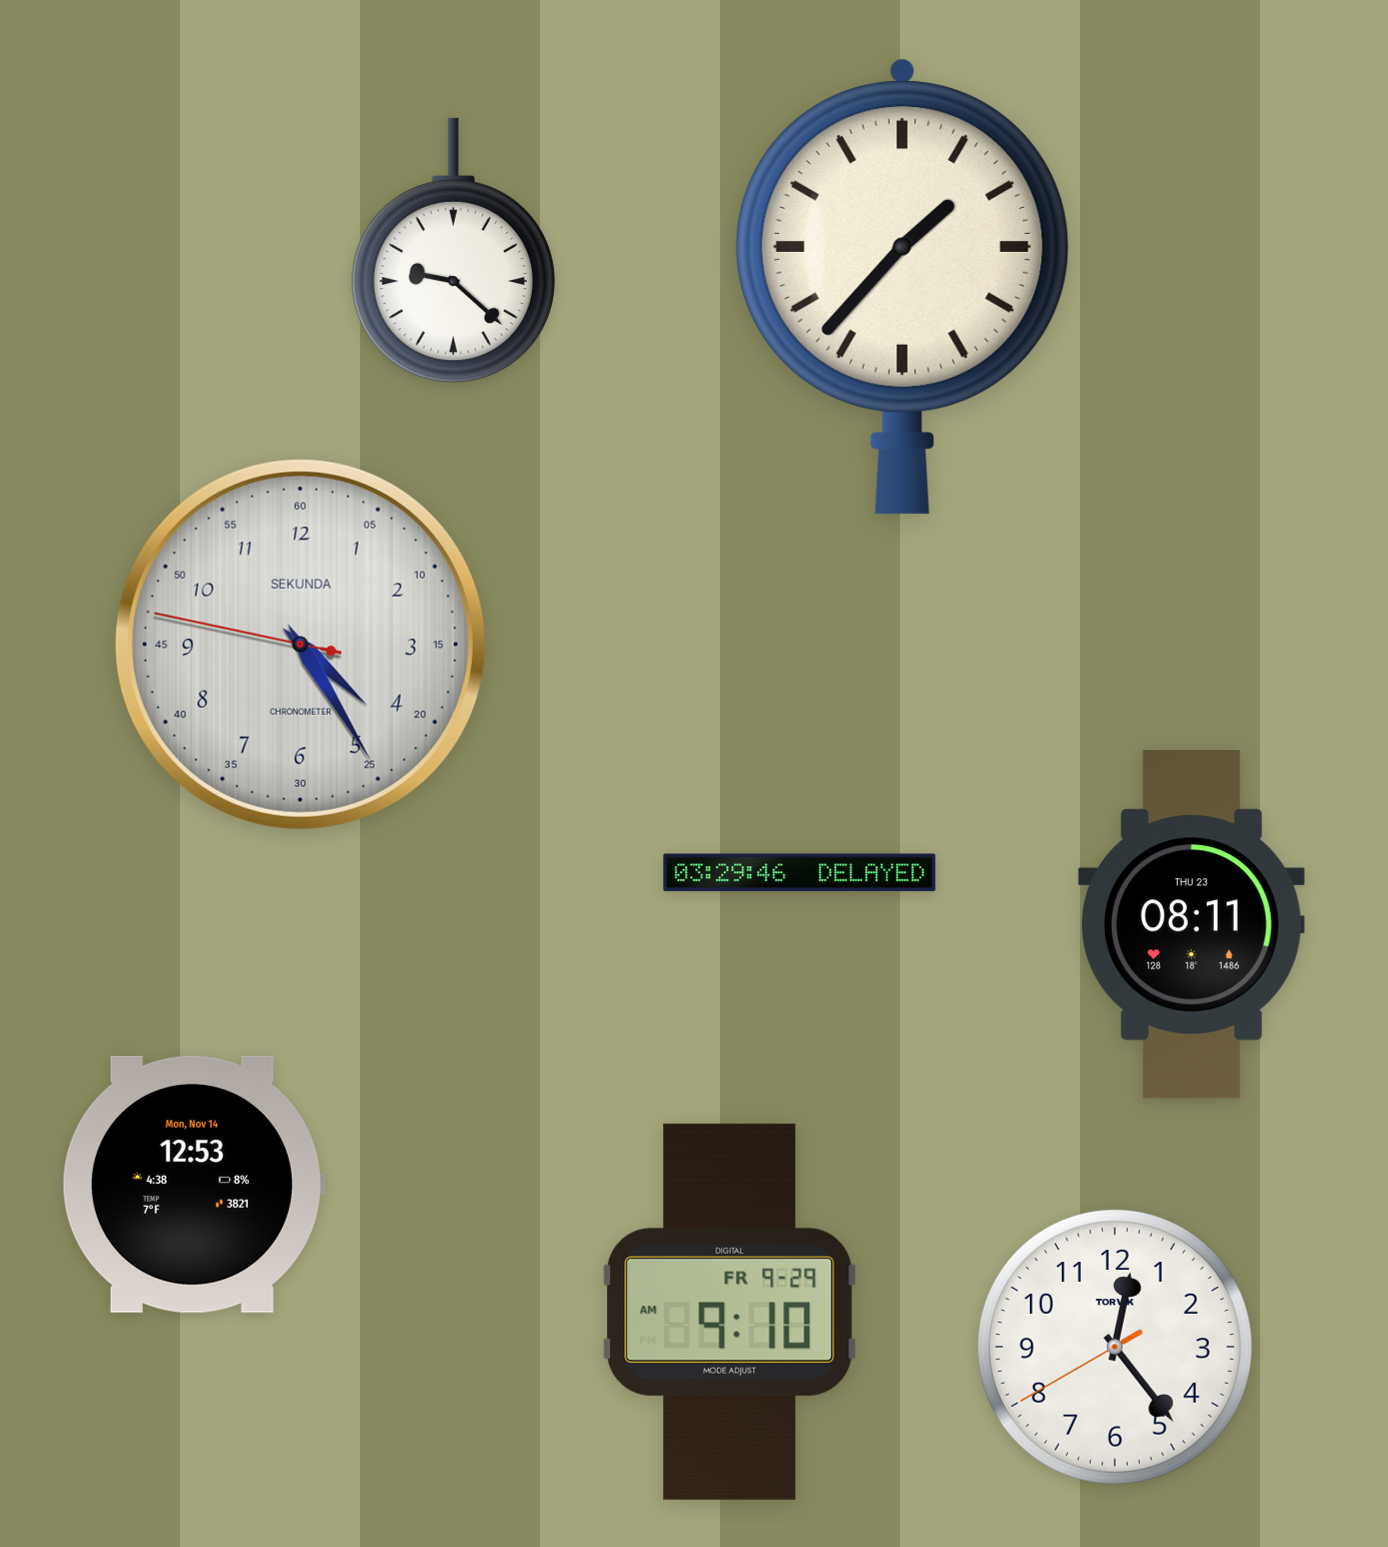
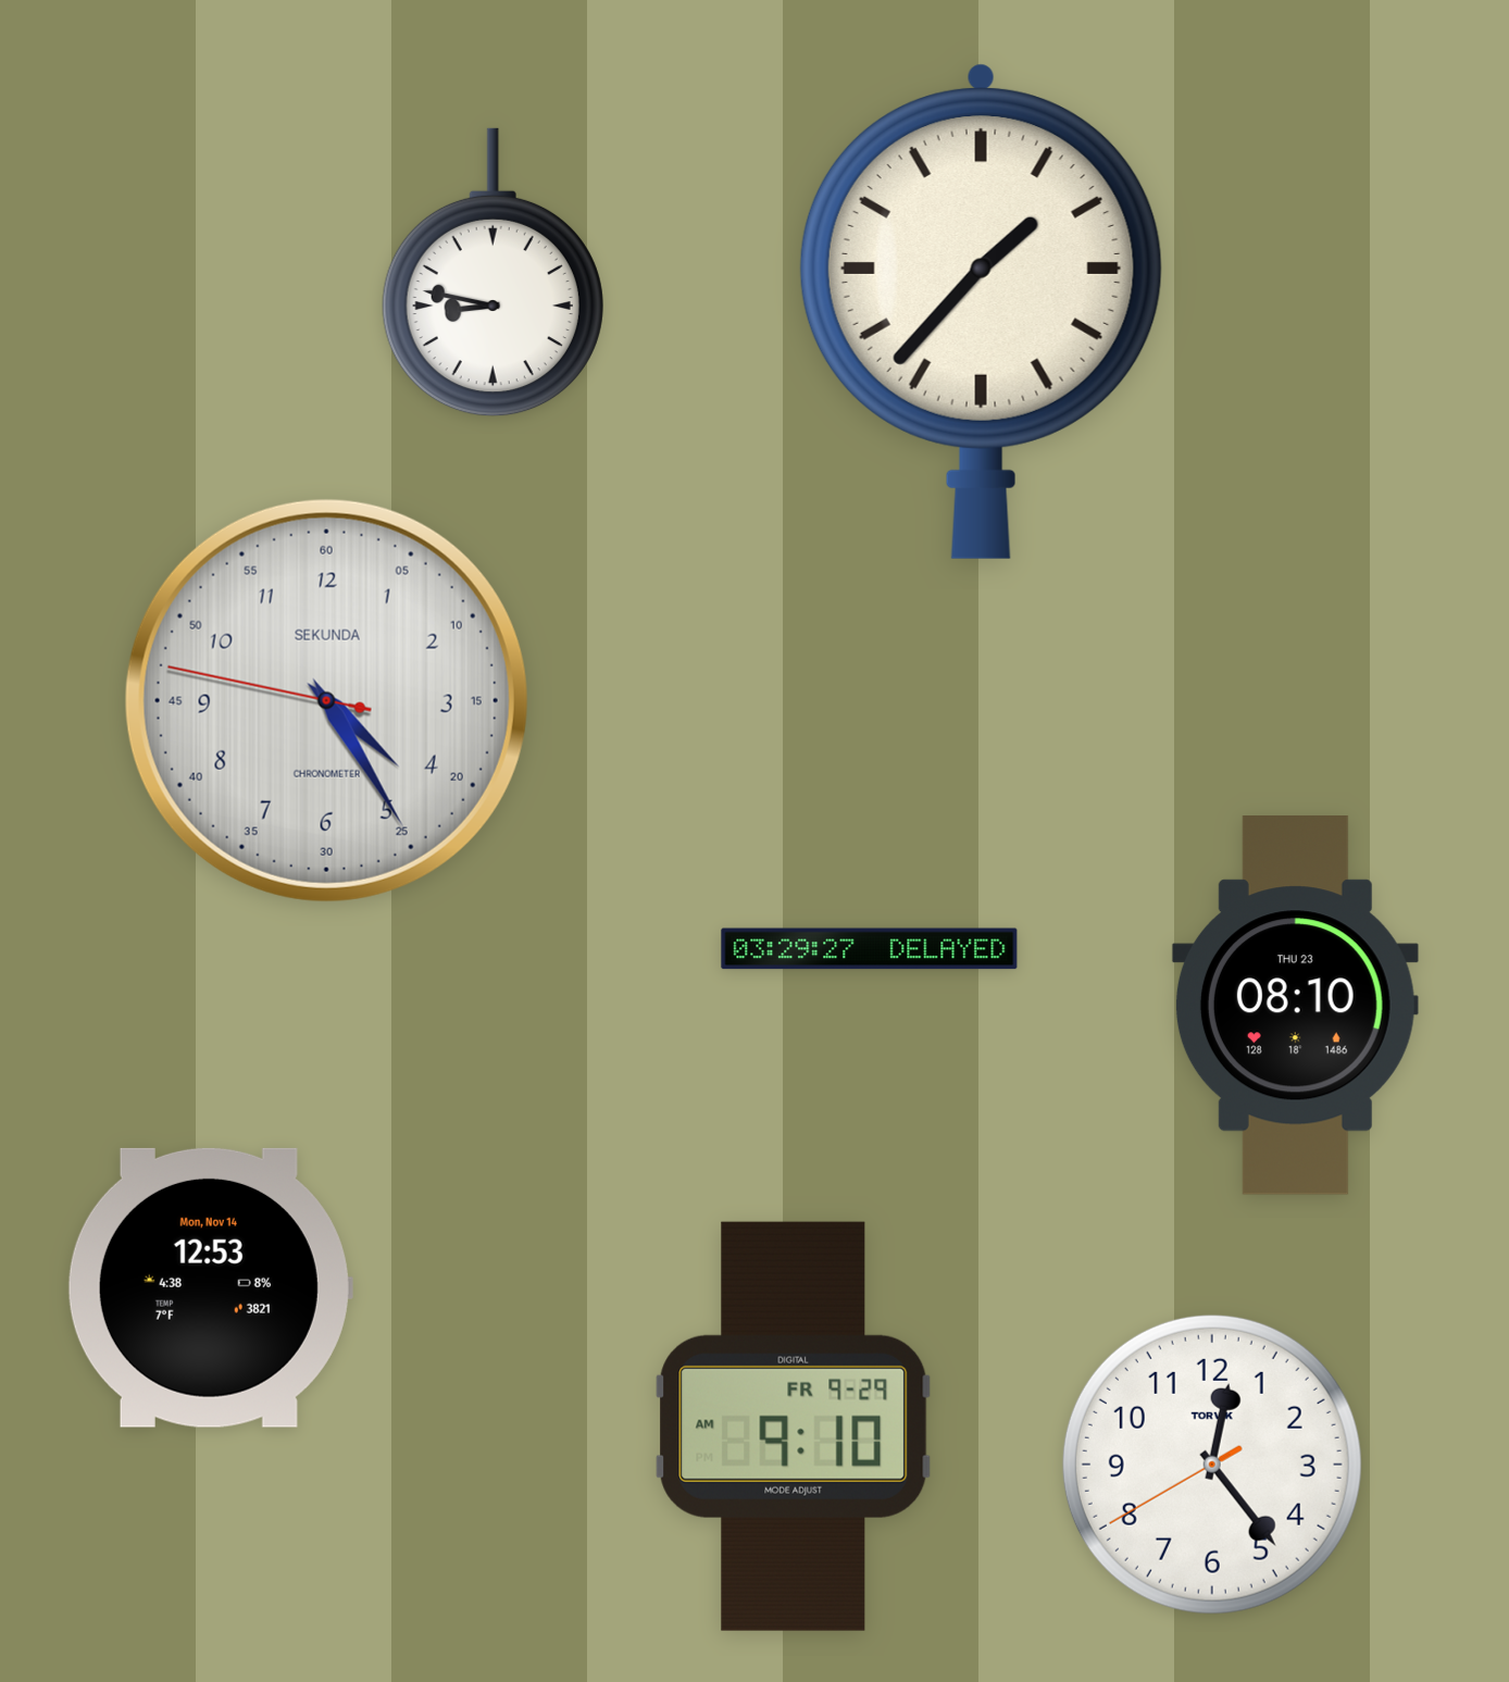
clock at (453, 251): 9:22 -> 8:47
clock at (800, 873): 03:29:46 -> 03:29:27
clock at (1191, 925): 08:11 -> 08:10
